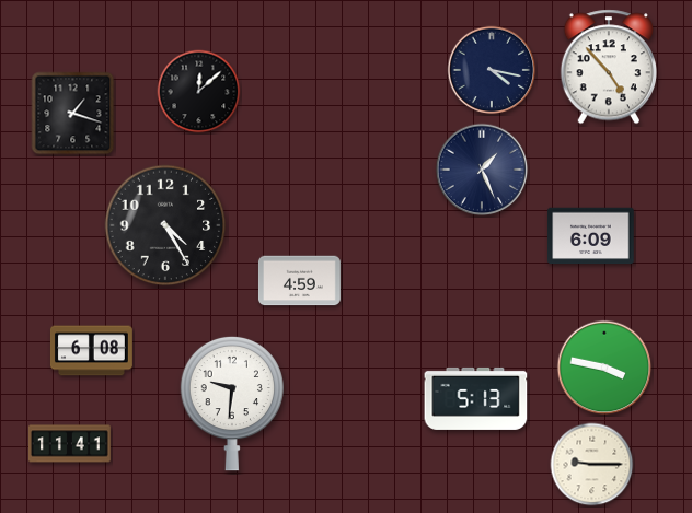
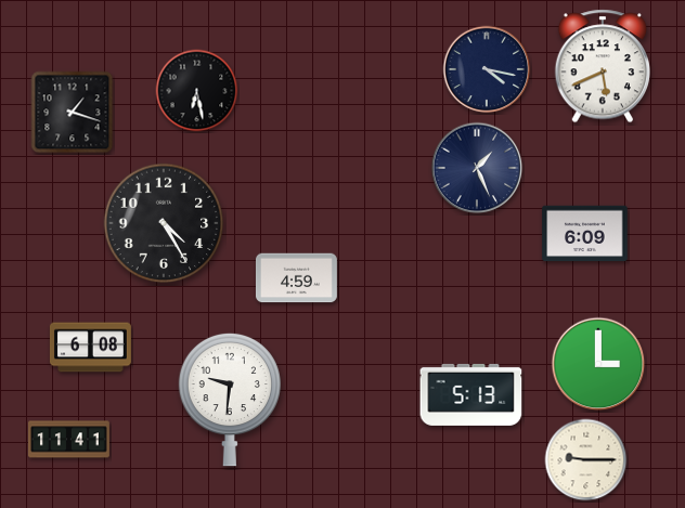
clock at (608, 67): 4:53 -> 5:41
clock at (199, 92): 12:08 -> 6:28
clock at (604, 368): 3:47 -> 3:00
